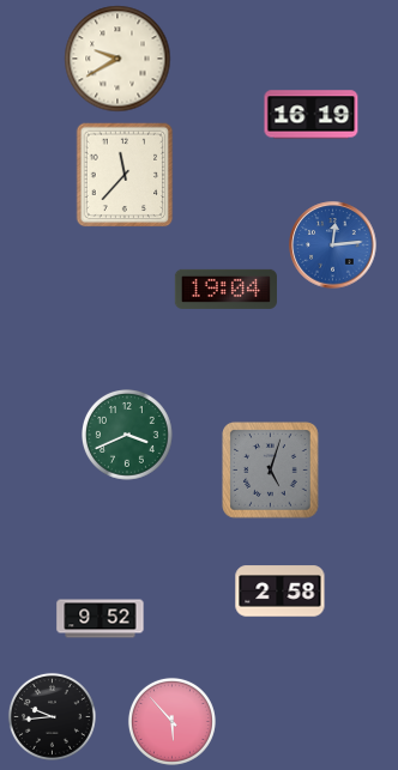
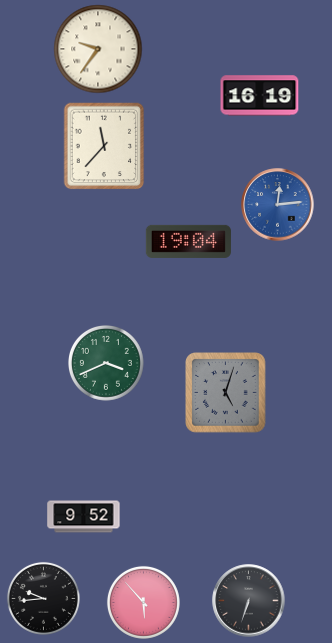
clock at (117, 59): 9:40 -> 9:36
clock at (281, 592): 2:58 -> none
clock at (249, 601): none -> 6:33
